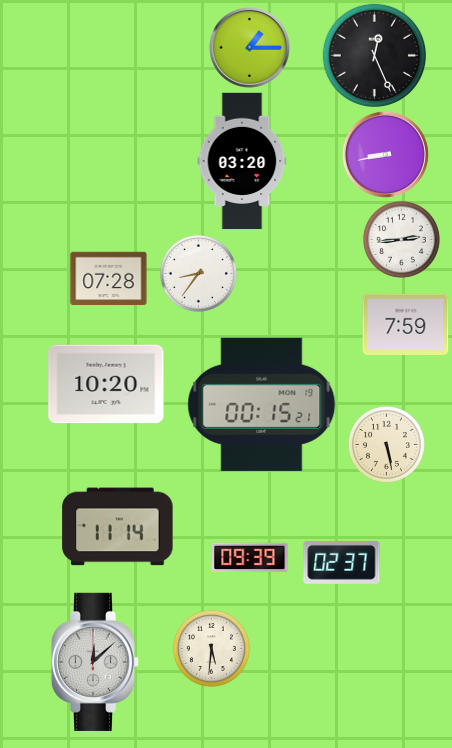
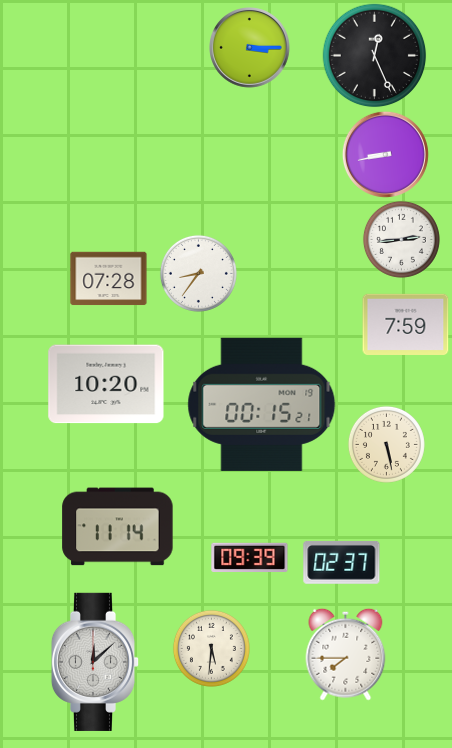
clock at (250, 48): 1:15 -> 3:15
clock at (242, 161): 03:20 -> none
clock at (346, 654): none -> 7:45
